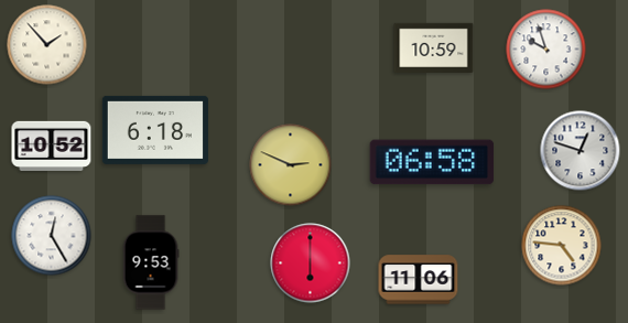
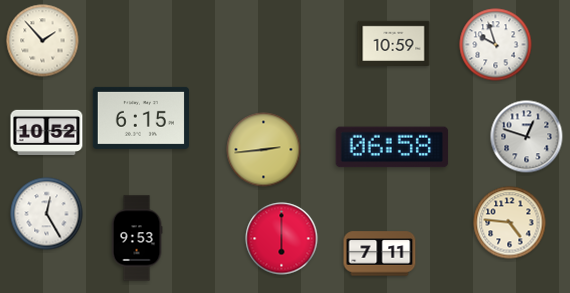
clock at (155, 130): 6:18 -> 6:15
clock at (291, 165): 2:49 -> 2:44
clock at (419, 280): 11:06 -> 7:11
